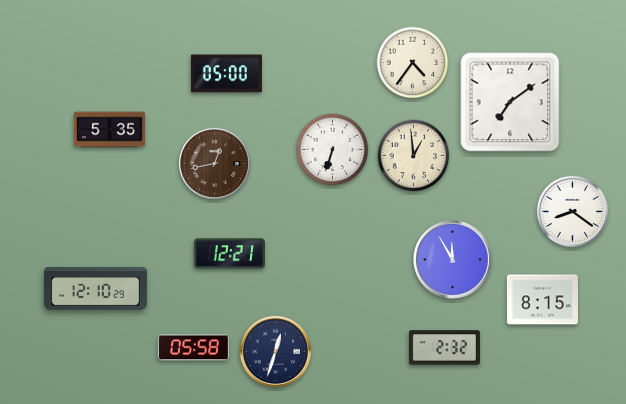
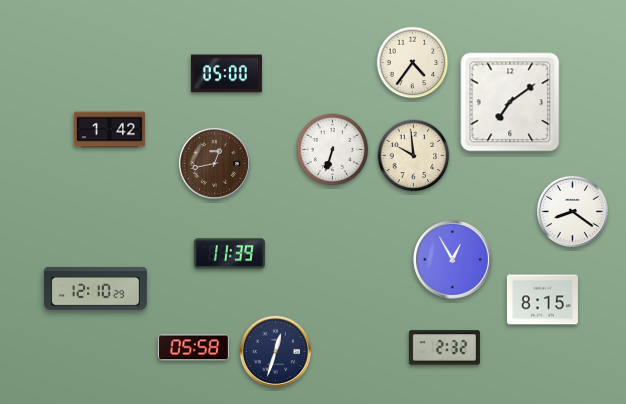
clock at (109, 130): 5:35 -> 1:42
clock at (414, 156): 12:59 -> 9:59
clock at (229, 254): 12:21 -> 11:39
clock at (453, 260): 11:55 -> 12:55
